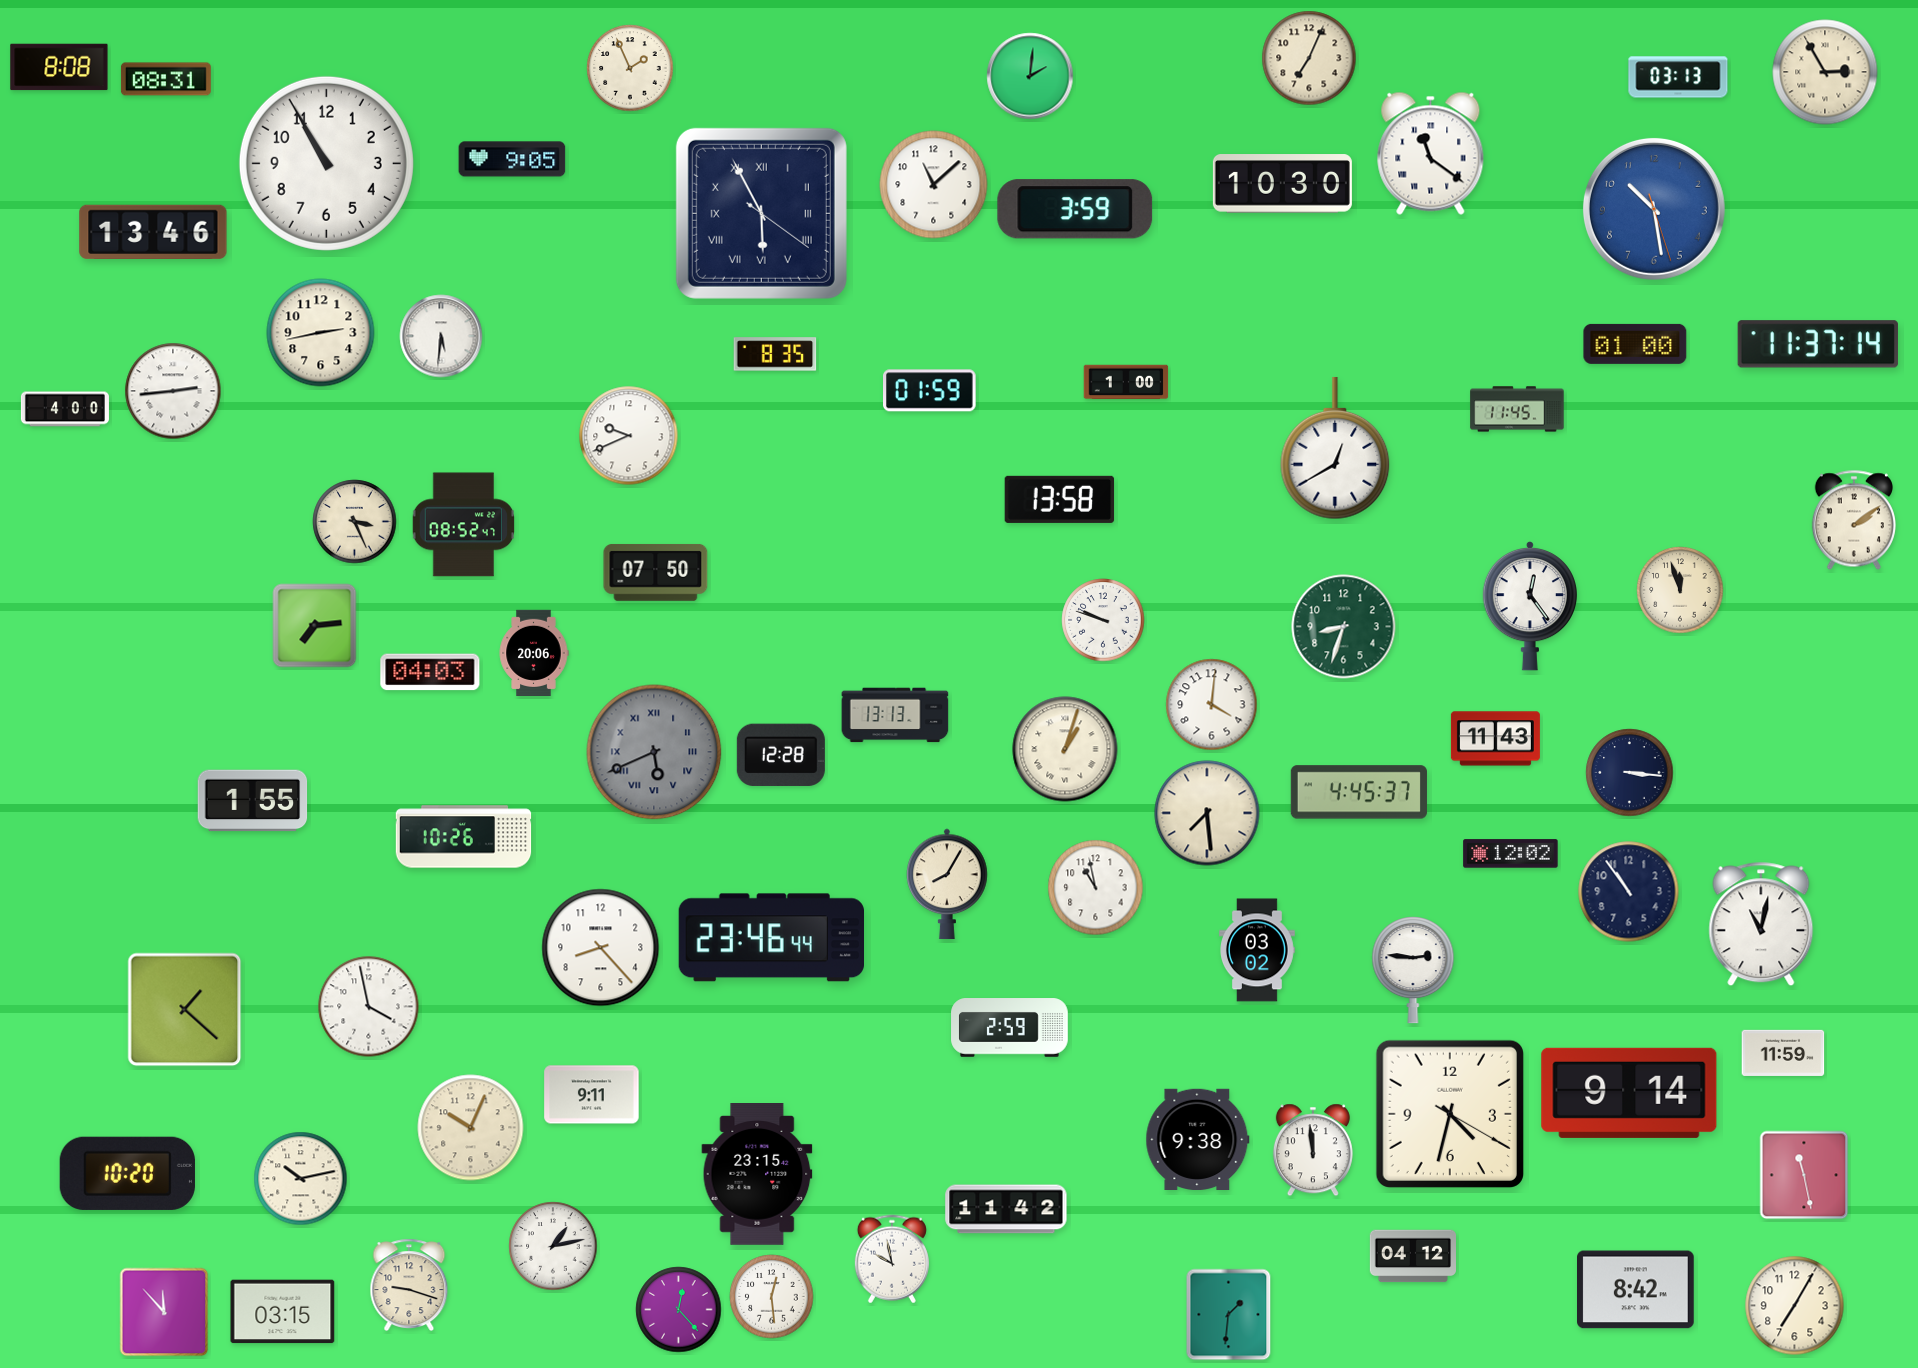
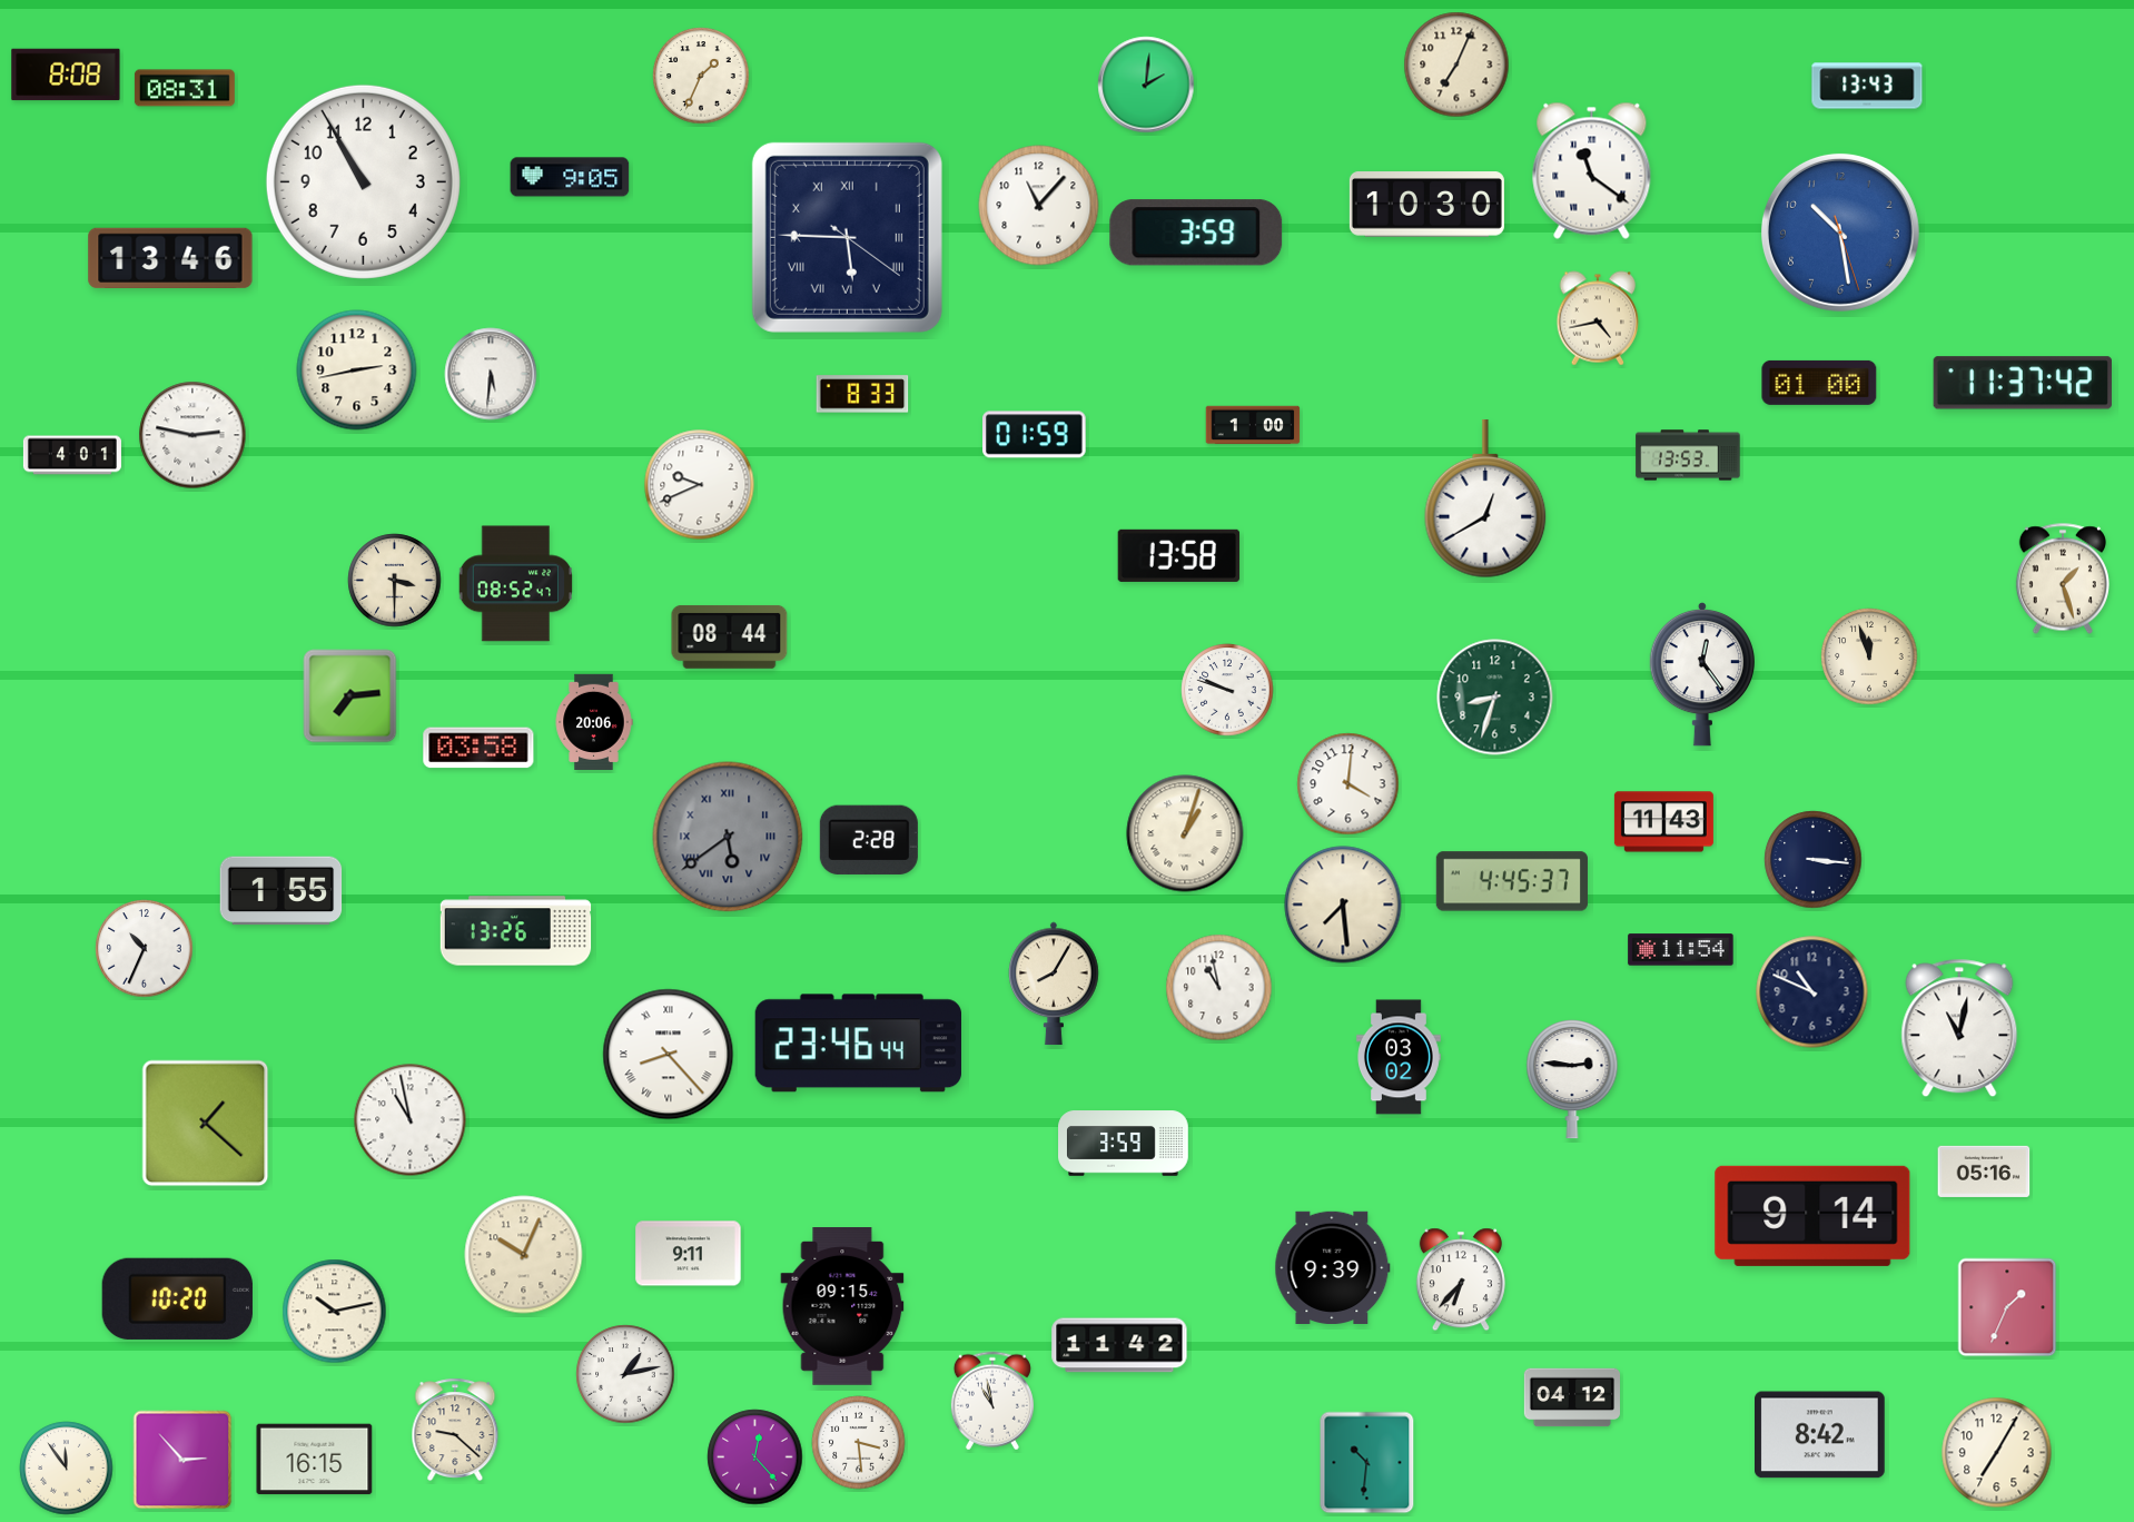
clock at (630, 68): 1:56 -> 1:34
clock at (1825, 72): 2:55 -> none
clock at (1678, 77): 03:13 -> 13:43
clock at (934, 185): 11:08 -> 11:07
clock at (761, 213): 5:55 -> 5:45
clock at (1598, 318): none -> 4:43
clock at (1818, 344): 11:37:14 -> 11:37:42
clock at (775, 354): 8:35 -> 8:33
clock at (173, 391): 2:44 -> 2:47
clock at (65, 409): 4:00 -> 4:01
clock at (1517, 409): 11:45 -> 13:53
clock at (1854, 520): 2:09 -> 1:27
clock at (355, 522): 3:26 -> 3:30
clock at (656, 573): 07:50 -> 08:44
clock at (534, 652) position: (534, 652) -> (594, 721)
clock at (430, 672): 04:03 -> 03:58
clock at (895, 715): 13:13 -> none
clock at (654, 752): 5:41 -> 5:39
clock at (781, 754): 12:28 -> 2:28
clock at (464, 837): 10:26 -> 13:26
clock at (145, 949): none -> 10:34
clock at (1511, 854): 12:02 -> 11:54
clock at (1629, 892): 10:54 -> 10:49
clock at (601, 948) numerals: Arabic -> Roman
clock at (369, 1007): 3:58 -> 10:58
clock at (1010, 1028): 2:59 -> 3:59
clock at (1783, 1053): 11:59 -> 05:16
clock at (592, 1095) position: (592, 1095) -> (689, 1254)
clock at (1450, 1114): 4:32 -> none
clock at (1198, 1139): 9:38 -> 9:39
clock at (1313, 1150): 11:59 -> 6:37
clock at (127, 1173) position: (127, 1173) -> (177, 1298)
clock at (757, 1175): 23:15 -> 09:15
clock at (1804, 1175): 11:28 -> 1:34
clock at (553, 1246) position: (553, 1246) -> (625, 1374)
clock at (892, 1259): 9:58 -> 10:58
clock at (409, 1285): 9:18 -> 9:22
clock at (772, 1297): 12:29 -> 3:29
clock at (164, 1312): 11:53 -> 2:53
clock at (283, 1312): 03:15 -> 16:15
clock at (1229, 1315): 1:31 -> 10:31
clock at (67, 1469): none -> 11:54
